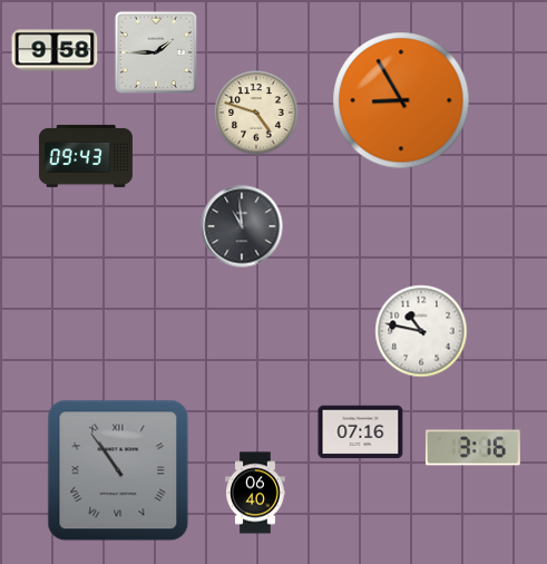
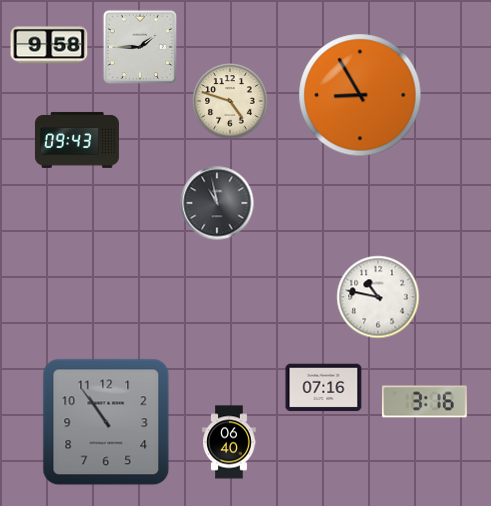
clock at (401, 100) position: (401, 100) -> (360, 95)
clock at (242, 226): 10:59 -> 10:58
clock at (118, 470) numerals: Roman -> Arabic
